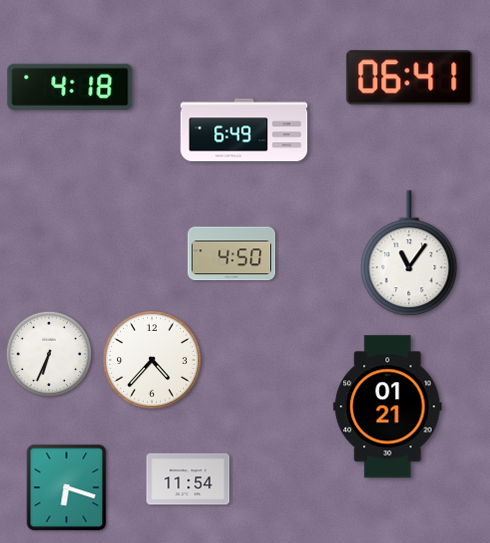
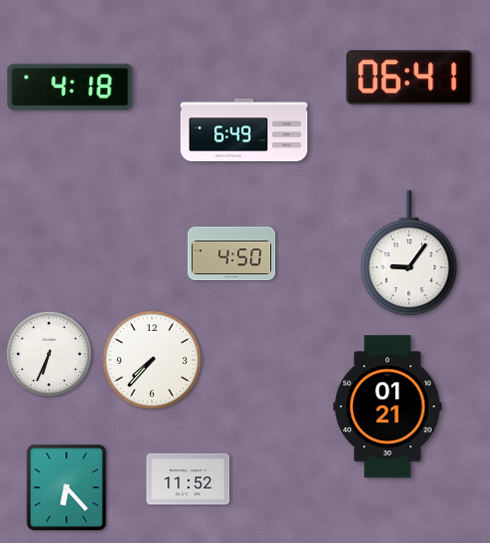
clock at (409, 254): 11:06 -> 9:06
clock at (152, 360): 4:37 -> 7:37
clock at (188, 479): 11:54 -> 11:52
clock at (67, 488): 6:18 -> 6:23
